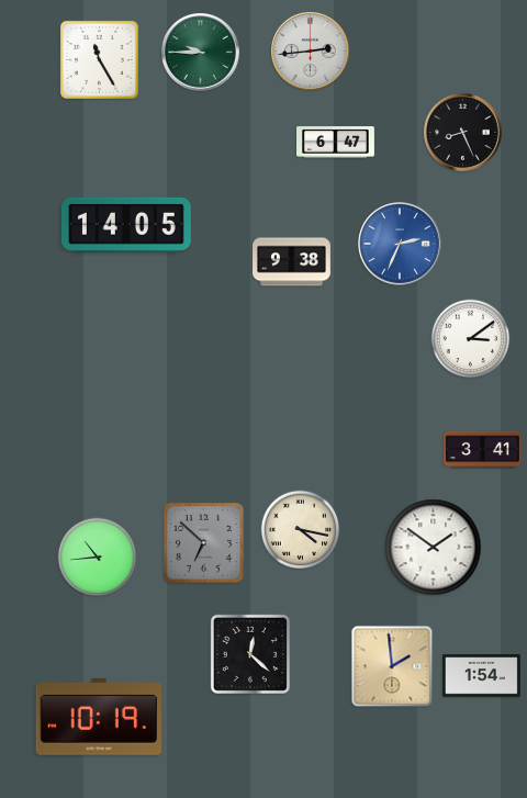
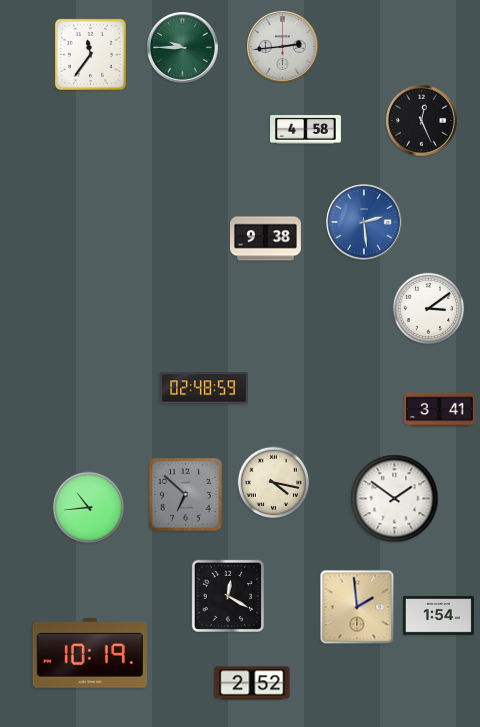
clock at (99, 59): 11:25 -> 11:36
clock at (463, 133): 8:26 -> 12:26
clock at (336, 143): 6:47 -> 4:58
clock at (126, 225): 14:05 -> none
clock at (400, 244): 2:34 -> 2:29
clock at (204, 388): none -> 02:48
clock at (250, 654): 12:22 -> 12:20
clock at (252, 683): none -> 2:52
